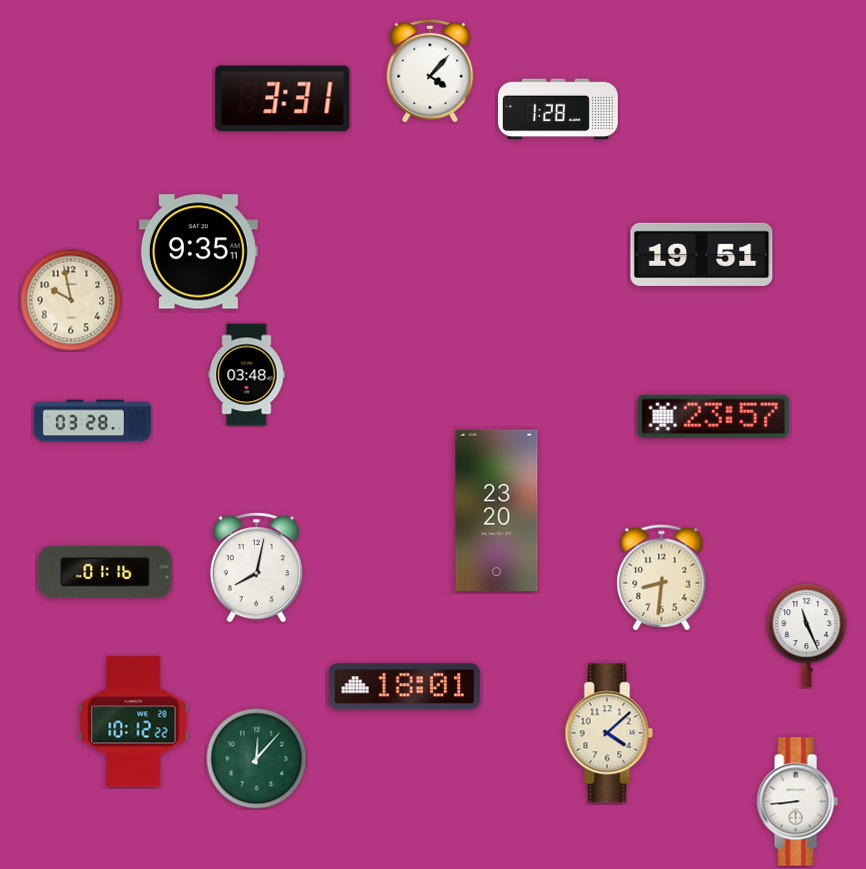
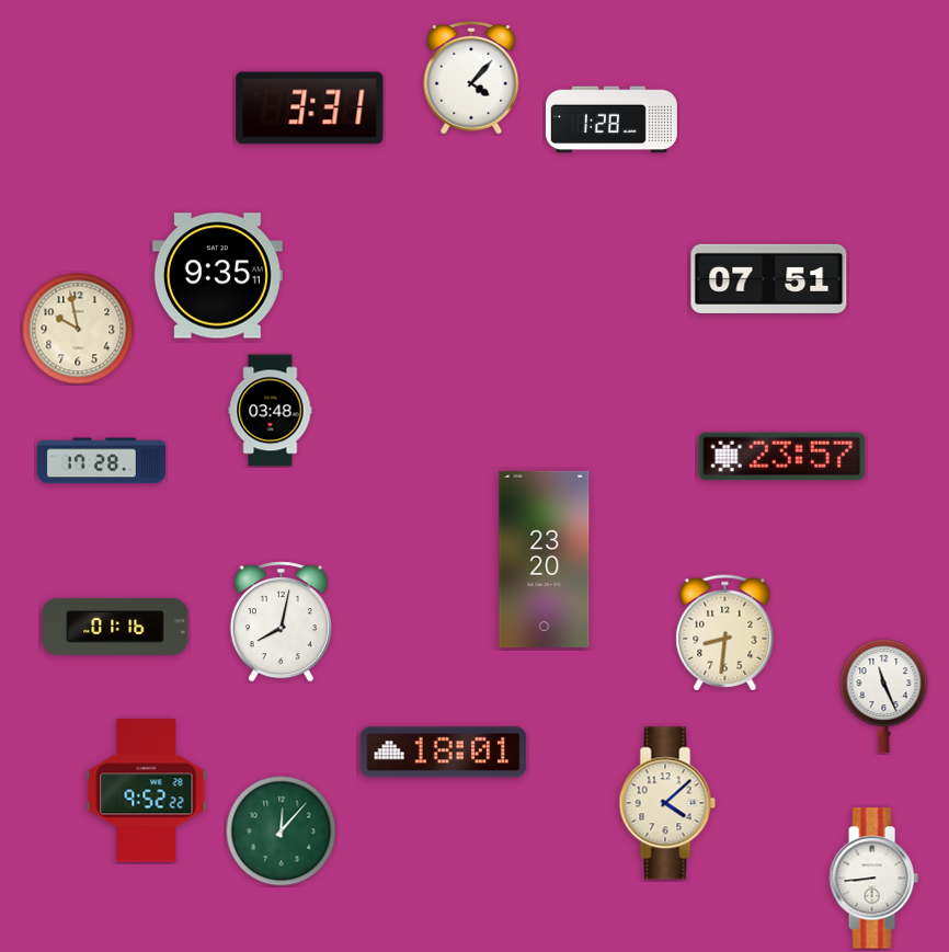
clock at (702, 254): 19:51 -> 07:51
clock at (92, 421): 03:28 -> 17:28
clock at (134, 722): 10:12 -> 9:52
